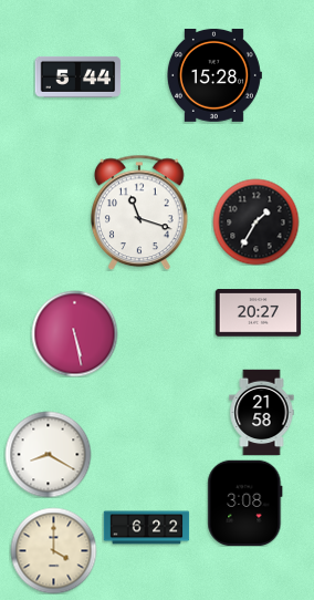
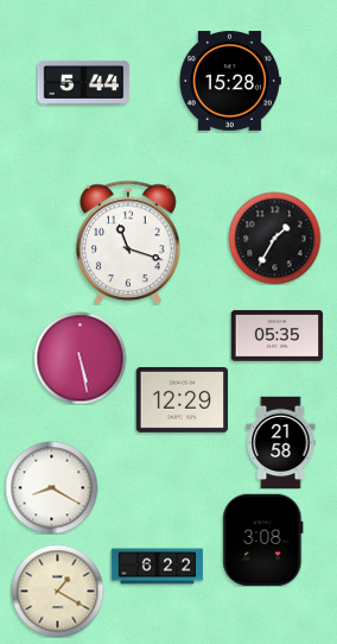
clock at (140, 213) position: (140, 213) -> (129, 242)
clock at (258, 313): 20:27 -> 05:35
clock at (182, 399): none -> 12:29
clock at (53, 550): 4:00 -> 1:20
